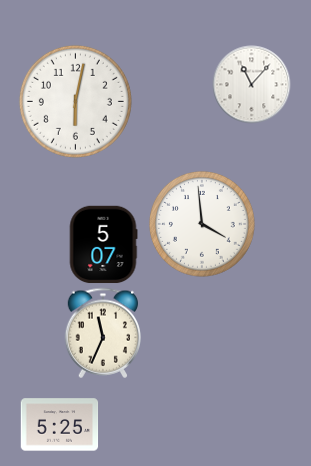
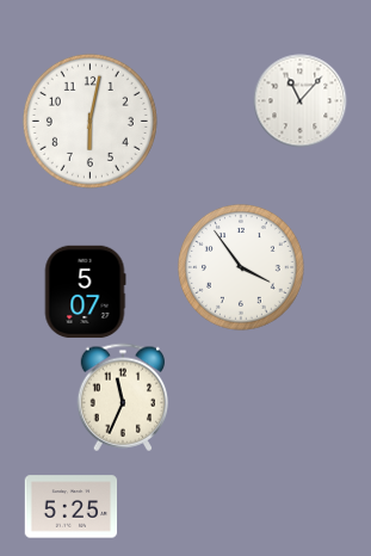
clock at (203, 225): 3:59 -> 3:54
clock at (103, 244) position: (103, 244) -> (85, 291)
